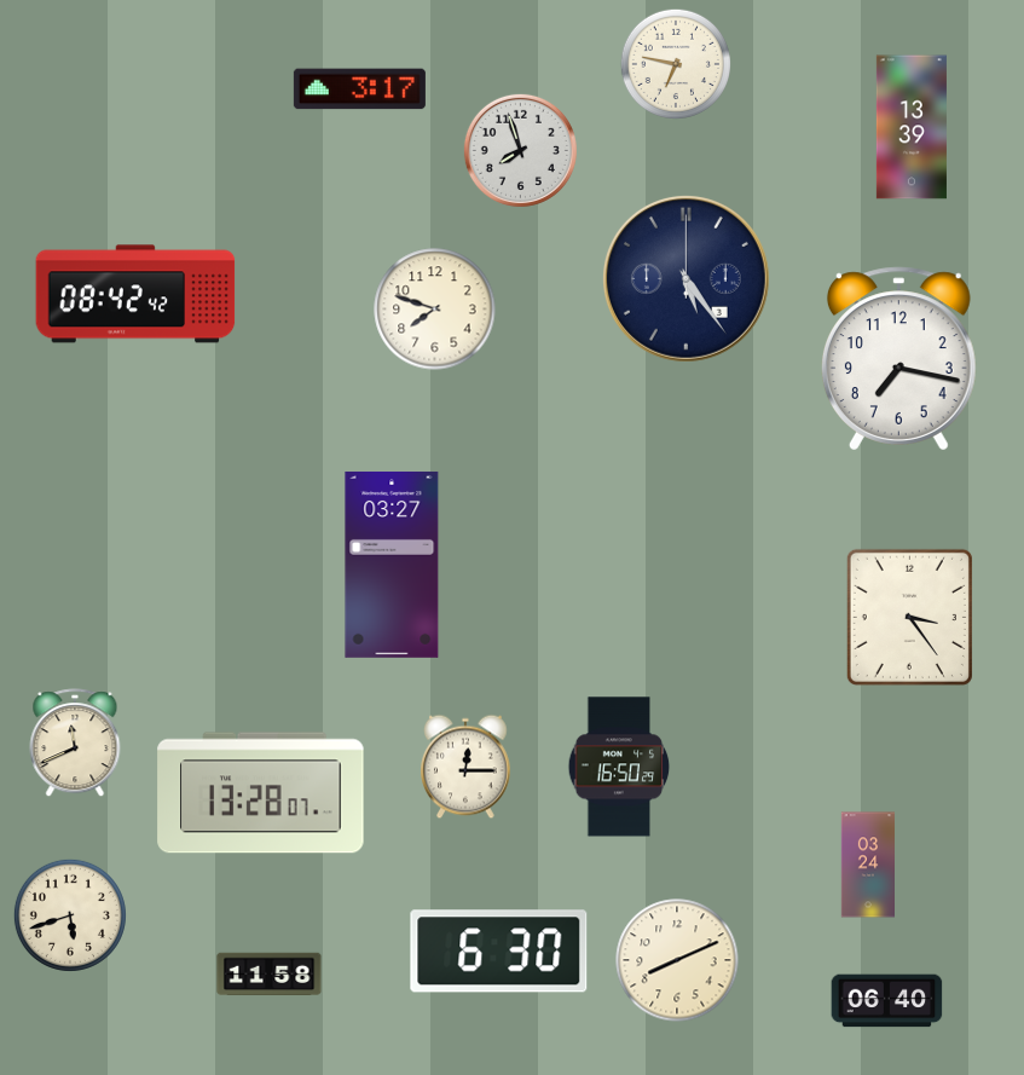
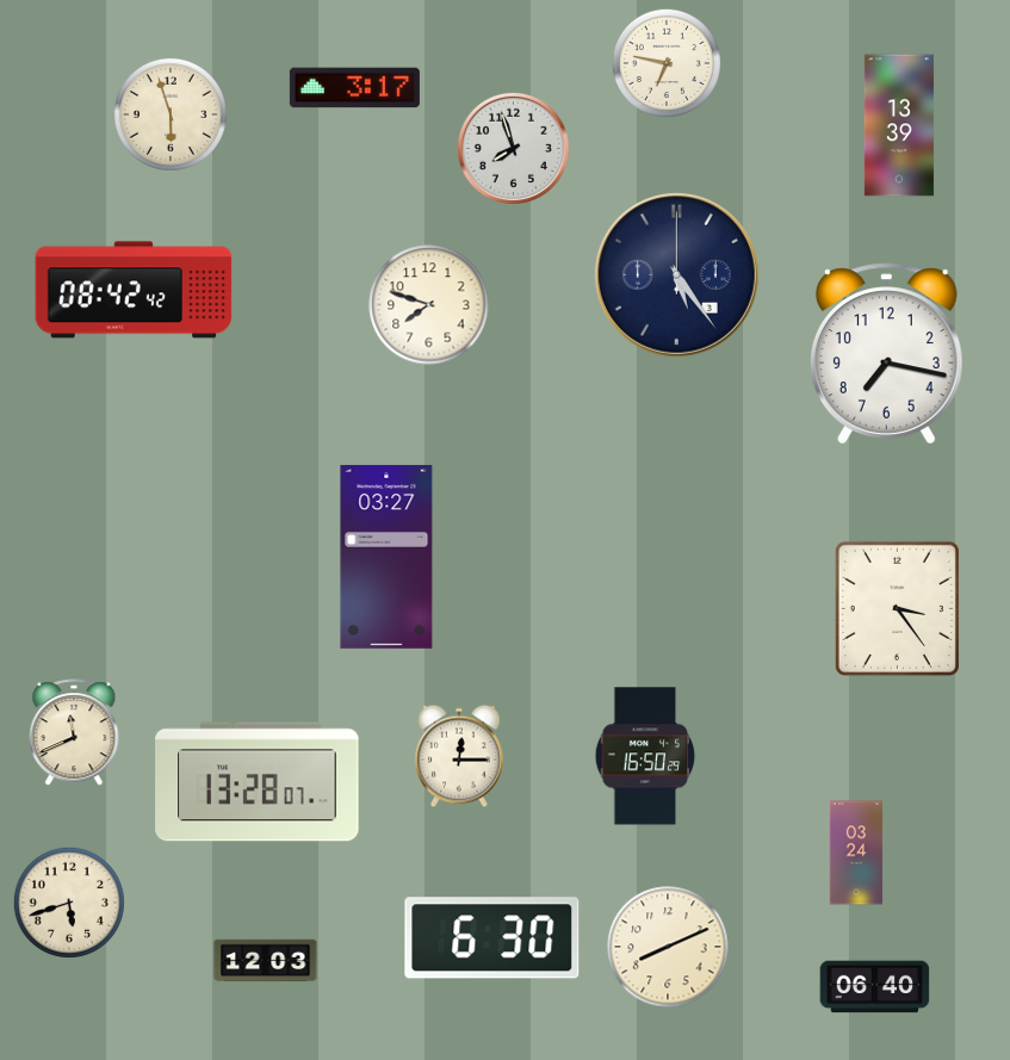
clock at (171, 114): none -> 5:57
clock at (619, 767) position: (619, 767) -> (645, 756)
clock at (270, 975): 11:58 -> 12:03
